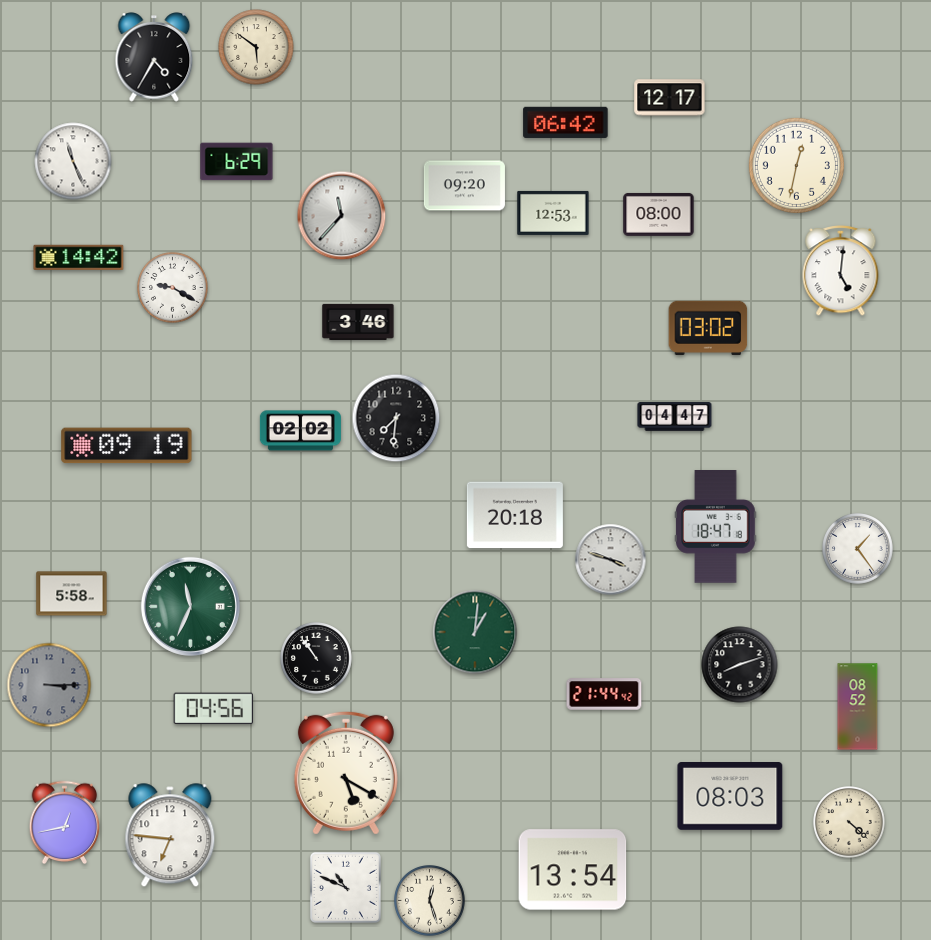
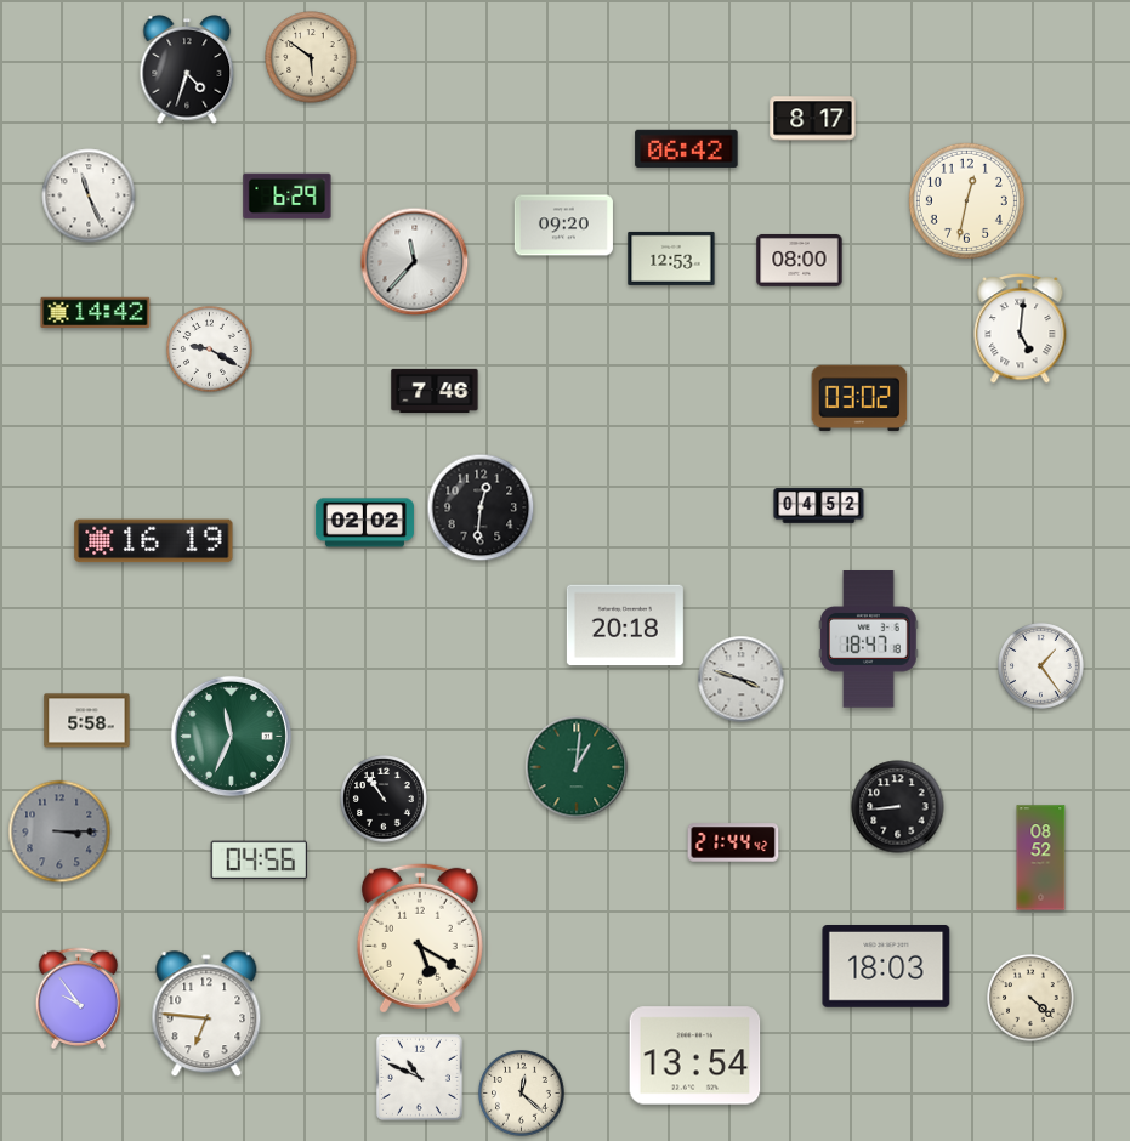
clock at (154, 57): 4:35 -> 4:33
clock at (670, 98): 12:17 -> 8:17
clock at (358, 322): 3:46 -> 7:46
clock at (675, 417): 04:47 -> 04:52
clock at (396, 418): 7:31 -> 12:31
clock at (127, 446): 09:19 -> 16:19
clock at (740, 665): 8:12 -> 8:44
clock at (730, 797): 08:03 -> 18:03
clock at (65, 823): 12:43 -> 9:54
clock at (430, 901): 12:27 -> 12:22
